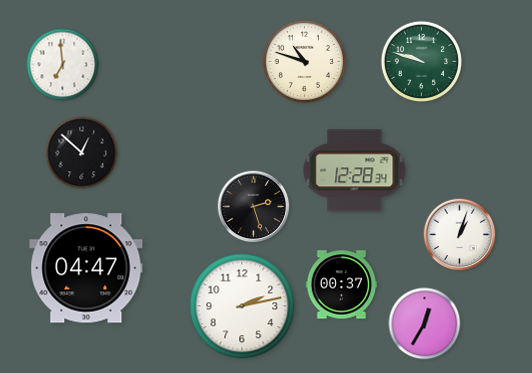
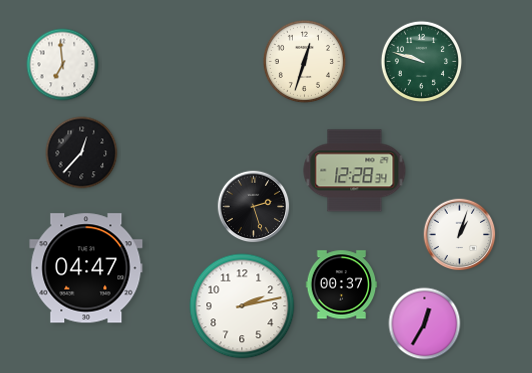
clock at (304, 61): 10:48 -> 12:33
clock at (82, 153): 12:52 -> 12:37
